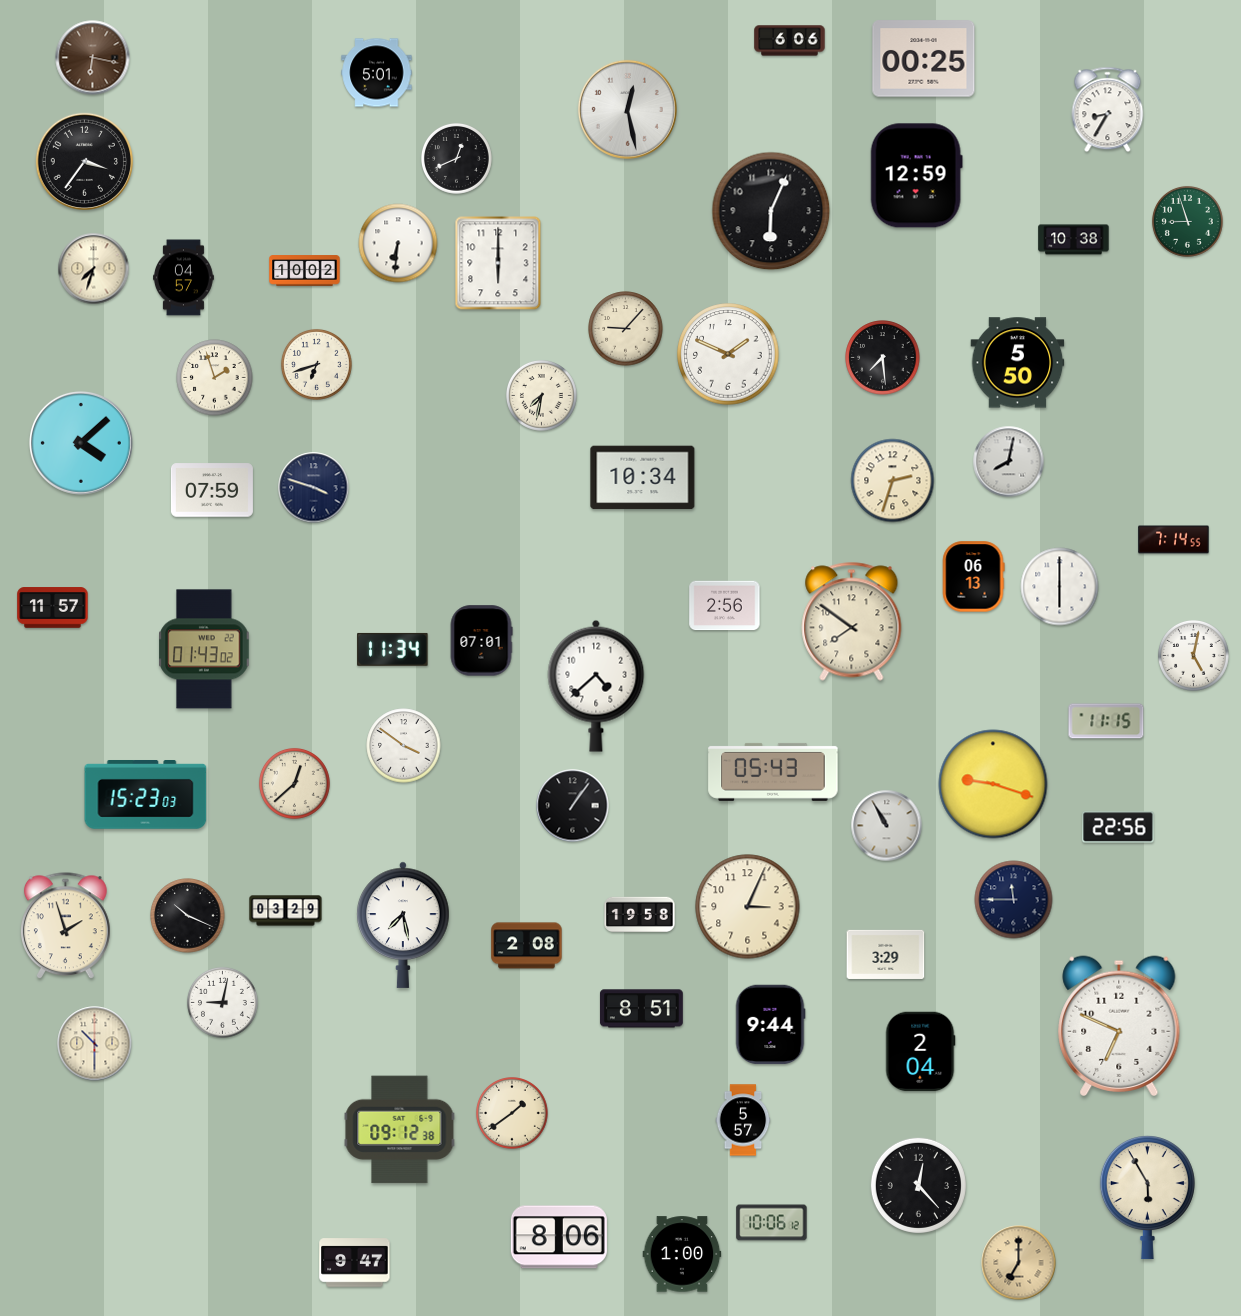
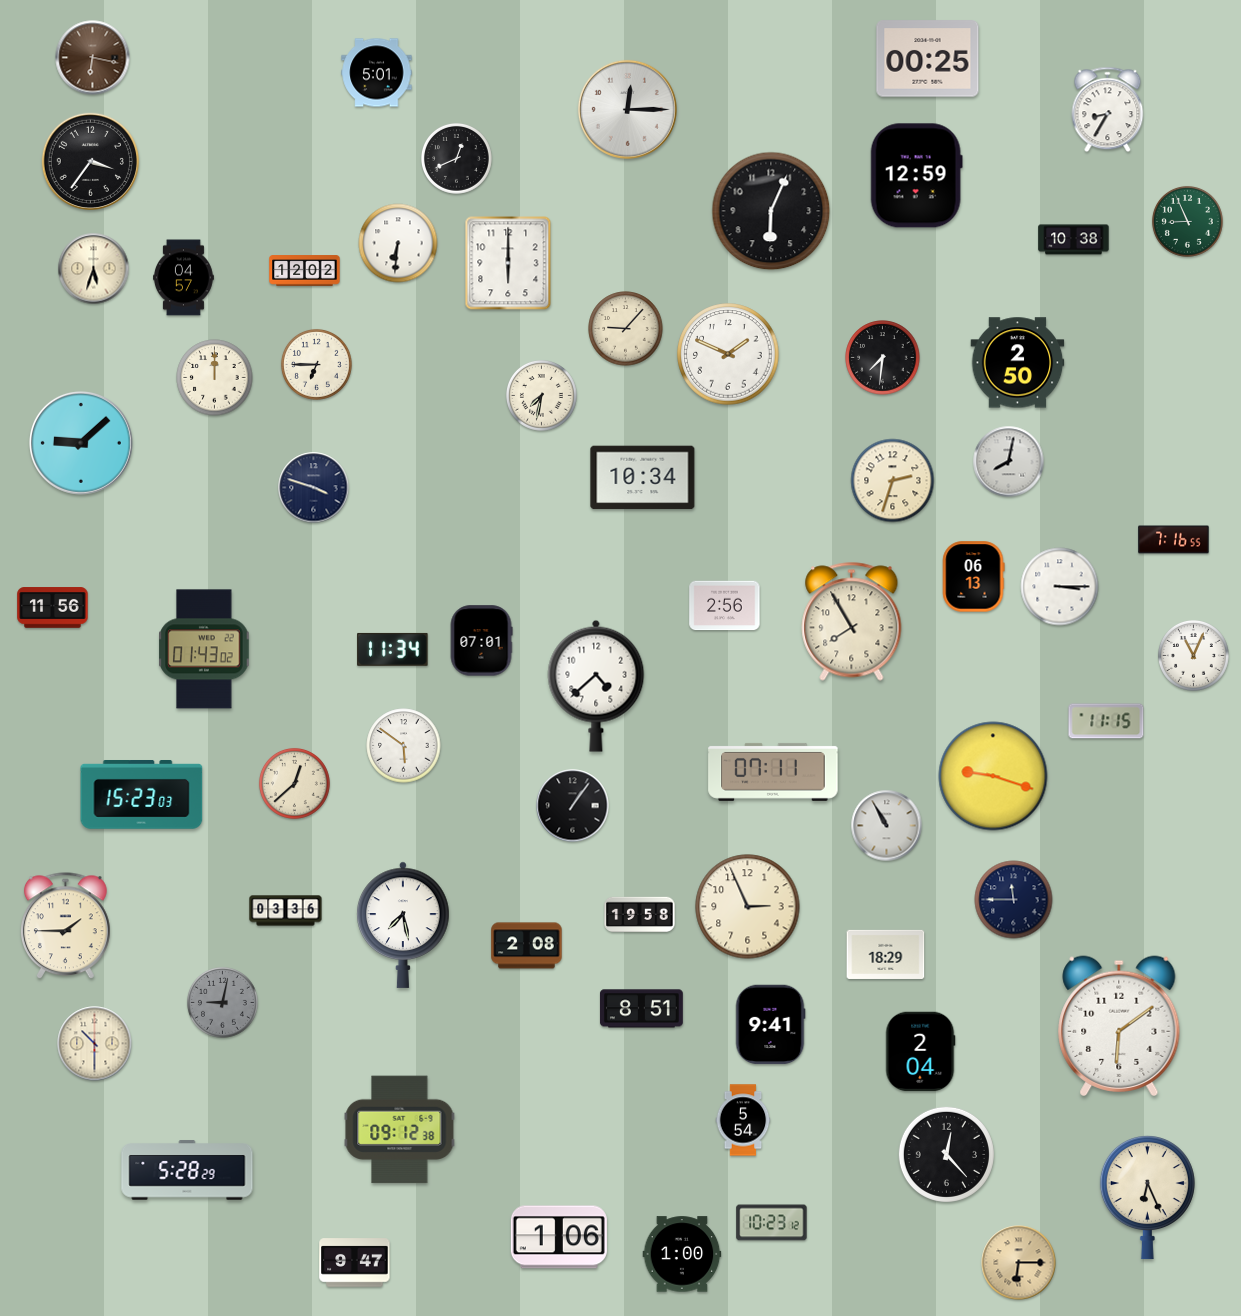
clock at (790, 41): 6:06 -> none
clock at (924, 59) position: (924, 59) -> (928, 59)
clock at (627, 109): 12:28 -> 12:15
clock at (84, 161) position: (84, 161) -> (90, 161)
clock at (1187, 221): 8:57 -> 8:56
clock at (498, 263) position: (498, 263) -> (508, 263)
clock at (94, 269): 7:33 -> 5:33
clock at (305, 271): 10:02 -> 12:02
clock at (883, 358): 7:29 -> 7:31
clock at (1018, 363): 5:50 -> 2:50
clock at (316, 364): 6:42 -> 6:45
clock at (215, 378): 1:57 -> 12:00
clock at (81, 443): 4:08 -> 9:08
clock at (212, 490): 07:59 -> none
clock at (1174, 540): 7:14 -> 7:16
clock at (1060, 587): 6:00 -> 3:15
clock at (53, 608): 11:57 -> 11:56
clock at (852, 622): 7:51 -> 7:55
clock at (1193, 655): 5:02 -> 11:04
clock at (404, 746): 3:51 -> 5:51
clock at (773, 772): 05:43 -> 07:11
clock at (993, 784) position: (993, 784) -> (993, 776)
clock at (146, 795) position: (146, 795) -> (142, 795)
clock at (1118, 827): 22:56 -> none
clock at (748, 907): 3:04 -> 2:56
clock at (286, 911): 03:29 -> 03:36
clock at (188, 916): 10:19 -> none
clock at (65, 926): 1:57 -> 1:45
clock at (886, 954): 3:29 -> 18:29
clock at (222, 1002) dial: white -> grey
clock at (770, 1025): 9:44 -> 9:41
clock at (1119, 1026): 6:49 -> 6:09
clock at (513, 1114): 1:39 -> none
clock at (743, 1120): 5:57 -> 5:54
clock at (187, 1170): none -> 5:28
clock at (918, 1185) position: (918, 1185) -> (946, 1154)
clock at (1147, 1198): 5:55 -> 6:26
clock at (772, 1223): 10:06 -> 10:23
clock at (559, 1237): 8:06 -> 1:06
clock at (1019, 1263): 7:00 -> 6:15
